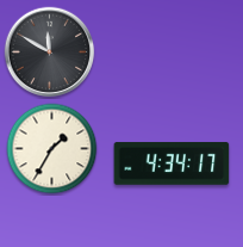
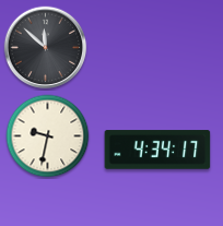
clock at (50, 53): 11:50 -> 11:52
clock at (52, 149): 1:35 -> 9:32
